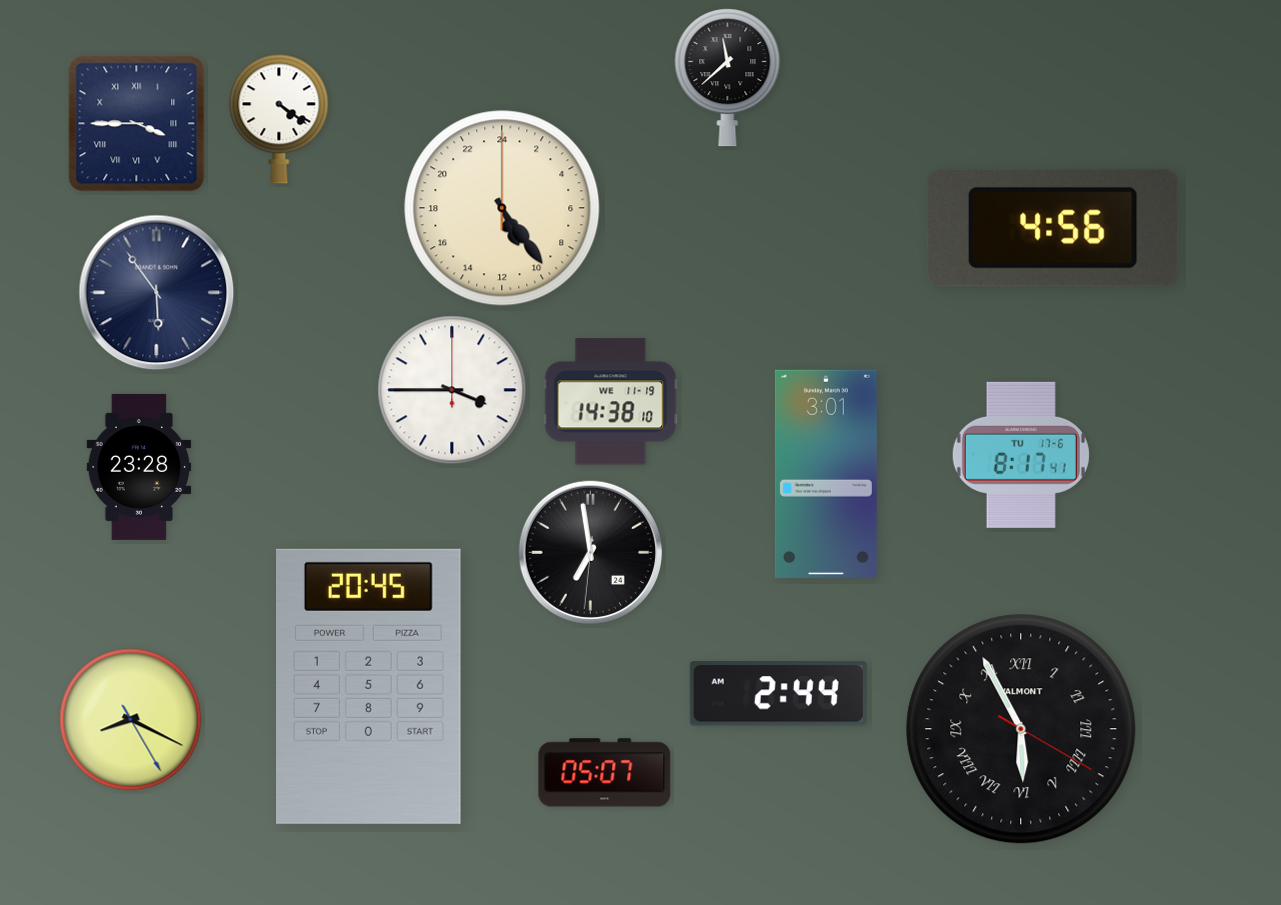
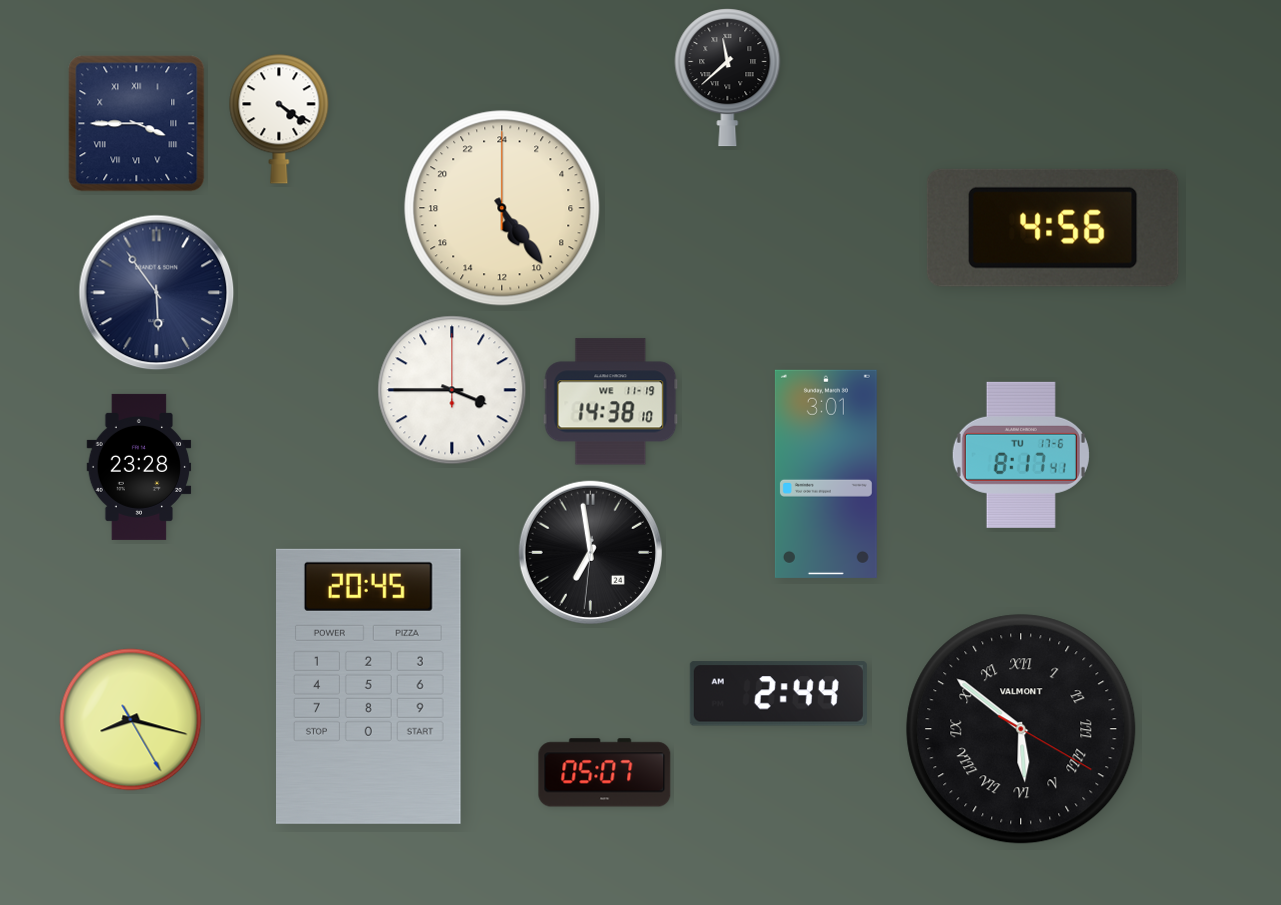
clock at (131, 720): 8:19 -> 8:17
clock at (1021, 729): 5:55 -> 5:51
